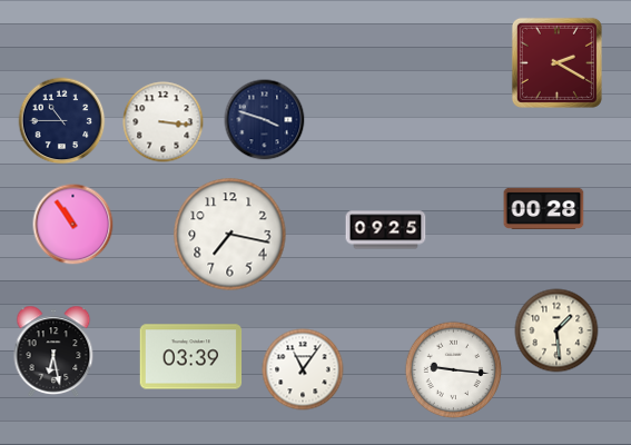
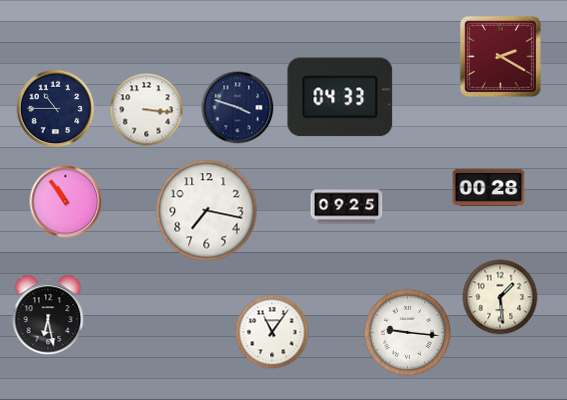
clock at (340, 97): none -> 04:33
clock at (191, 357): 03:39 -> none
